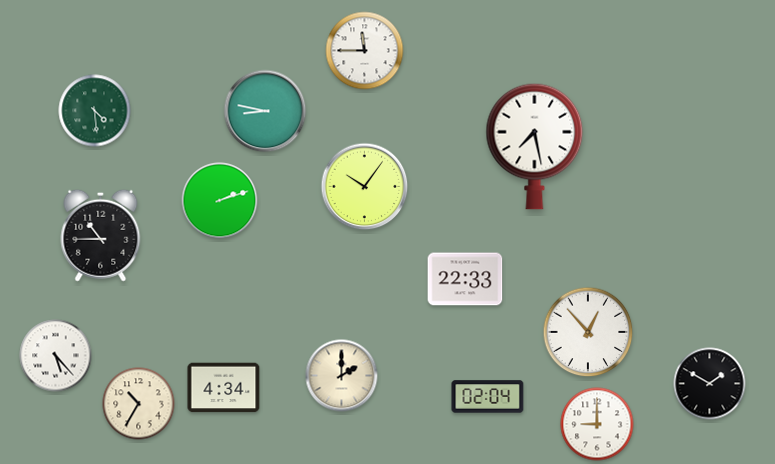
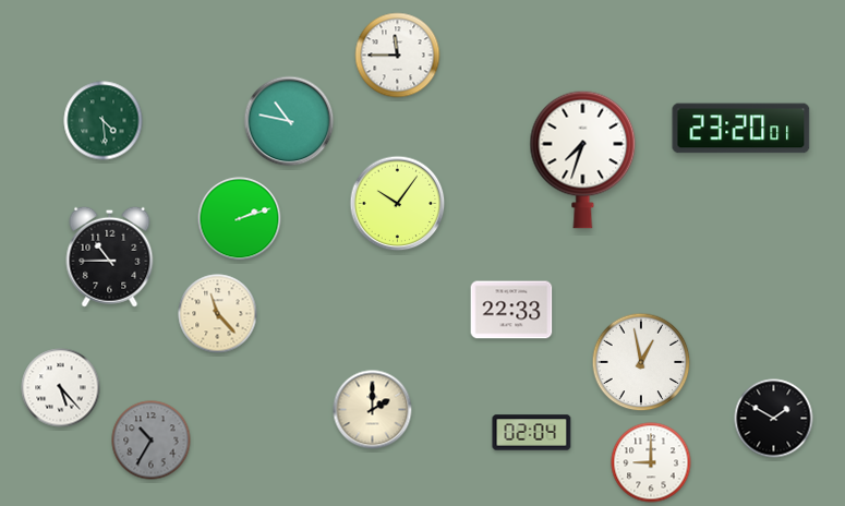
clock at (265, 111): 8:47 -> 10:47
clock at (741, 129): none -> 23:20
clock at (535, 146): 7:28 -> 7:33
clock at (465, 279) position: (465, 279) -> (511, 310)
clock at (218, 314): none -> 11:23
clock at (588, 332): 12:53 -> 12:58
clock at (224, 388): 4:34 -> none
clock at (139, 404) dial: cream -> grey
